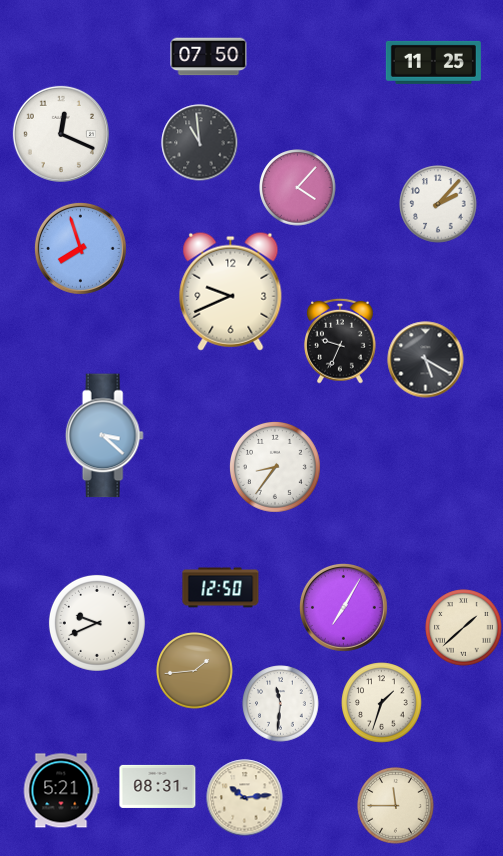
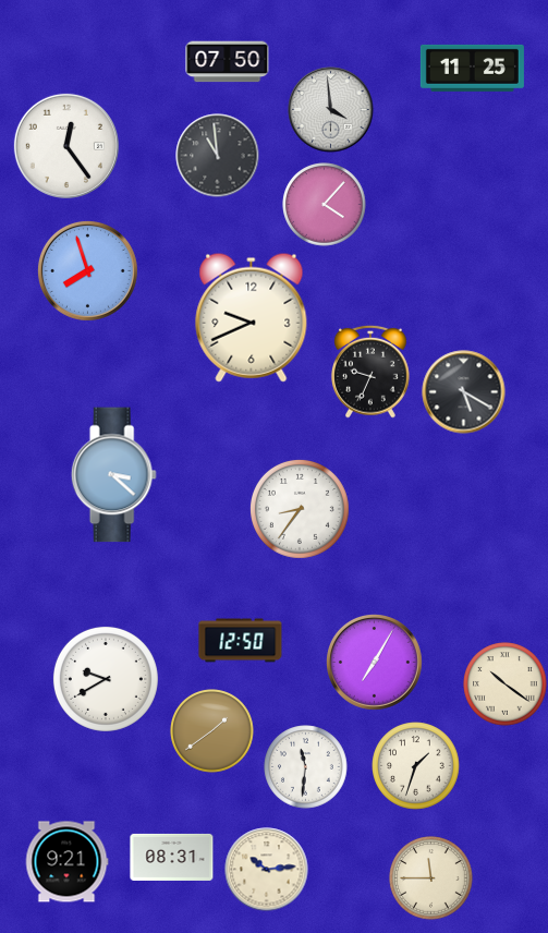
clock at (331, 110): none -> 3:59
clock at (61, 134): 12:19 -> 12:24
clock at (438, 204): 2:07 -> none
clock at (97, 623): 9:41 -> 9:40
clock at (464, 628): 1:38 -> 10:21
clock at (195, 671): 1:44 -> 1:39
clock at (61, 791): 5:21 -> 9:21
